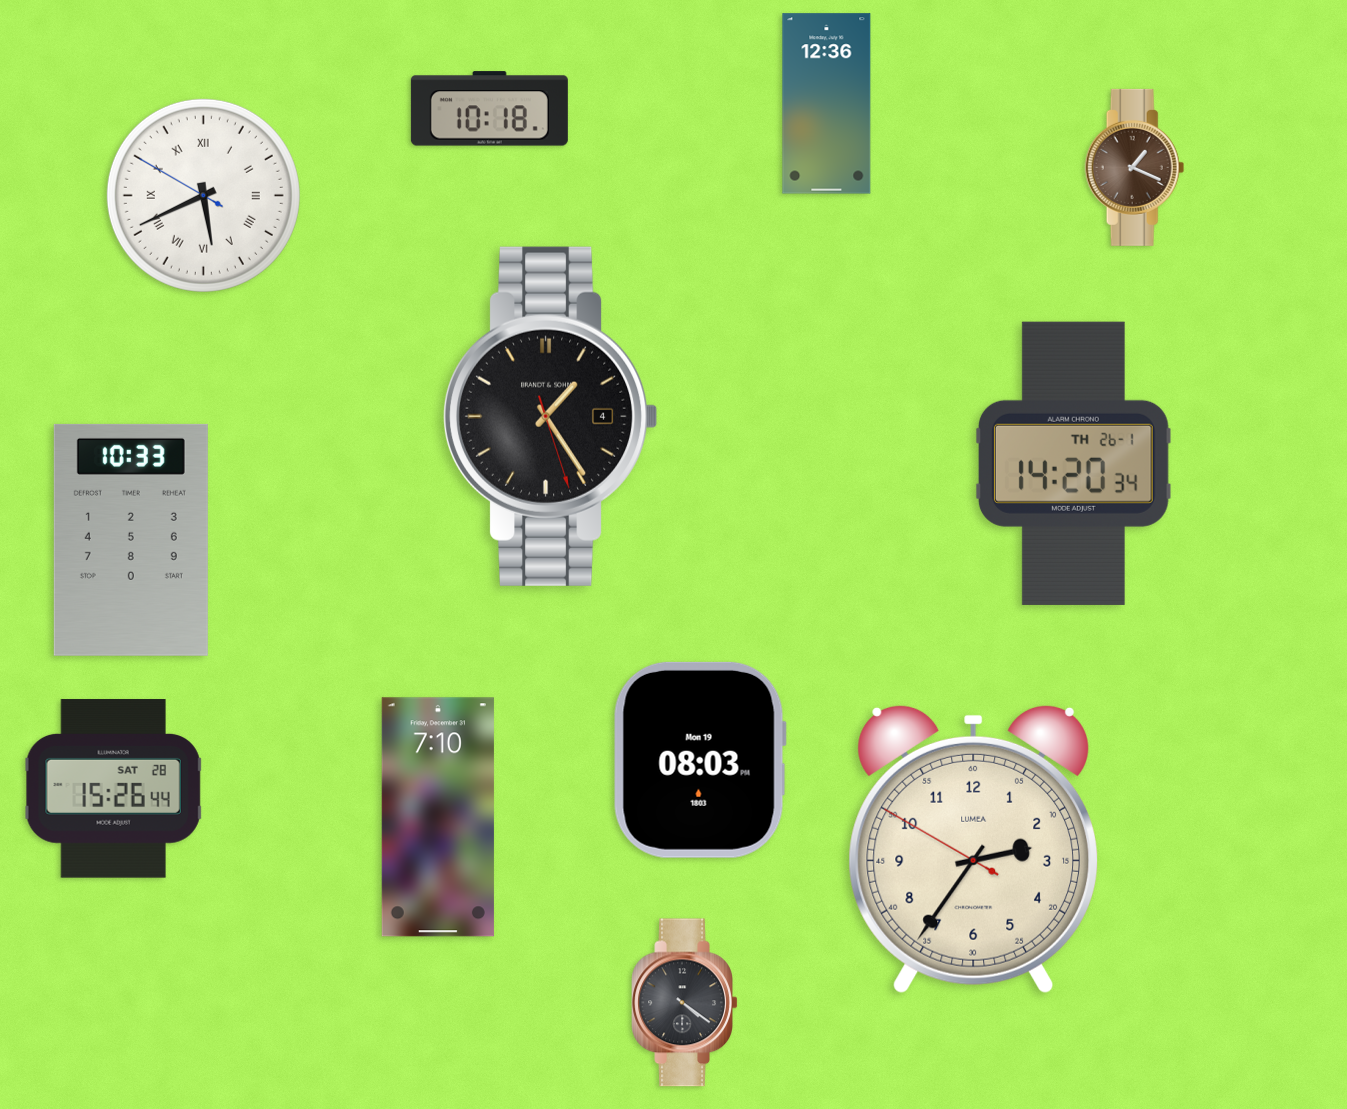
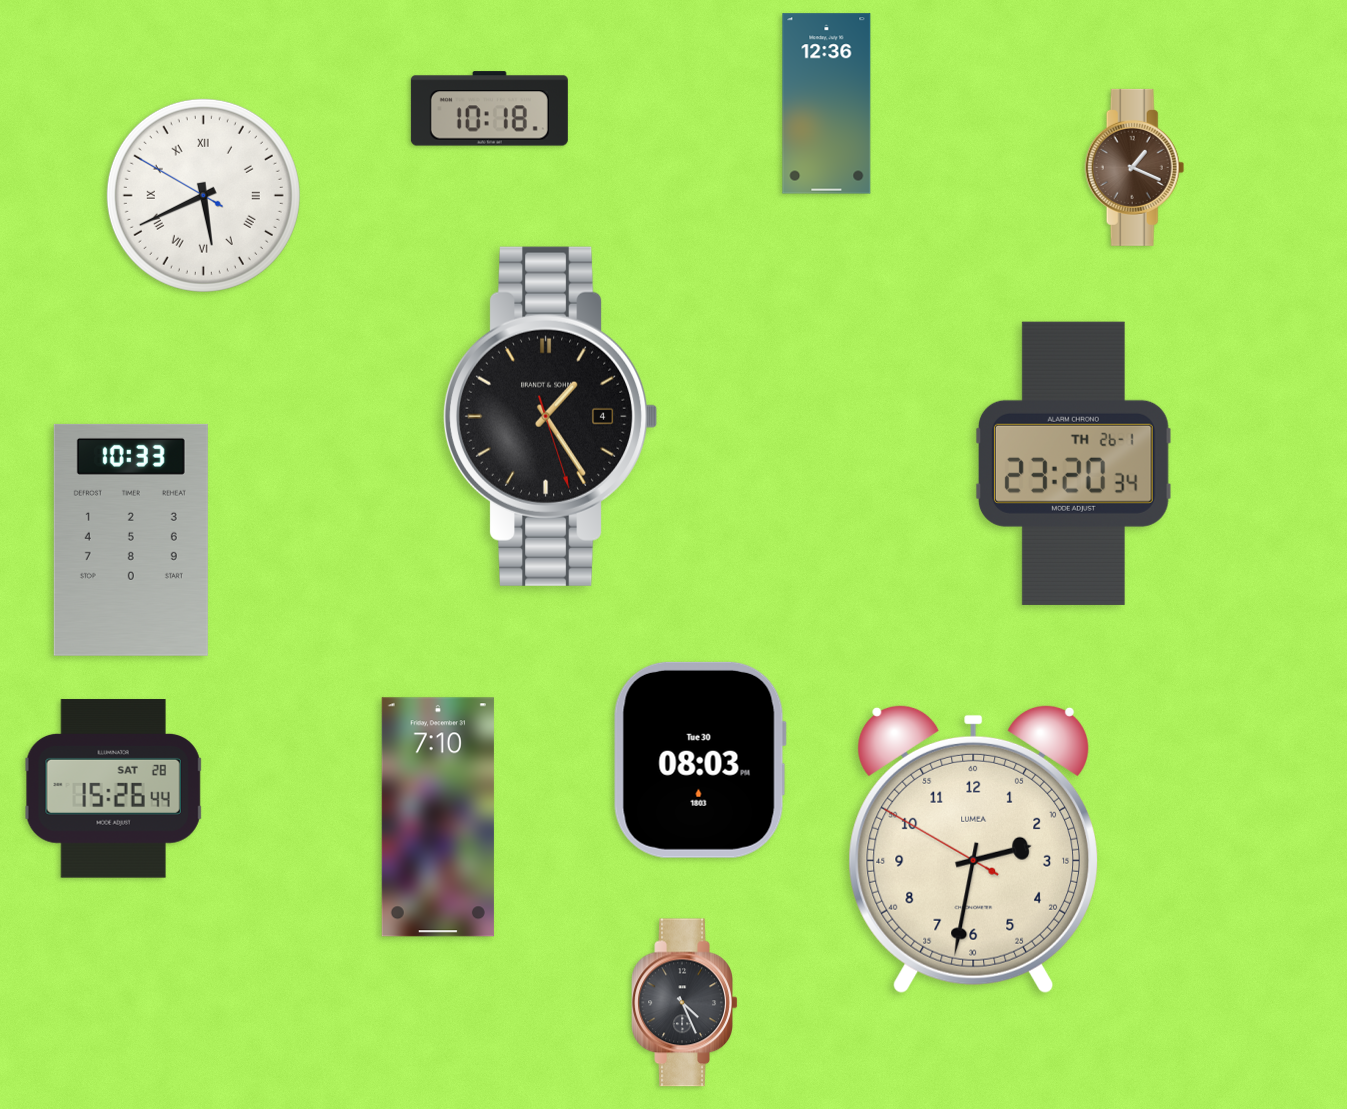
clock at (1073, 463): 14:20 -> 23:20
clock at (700, 760) date: Mon 19 -> Tue 30
clock at (973, 849): 2:35 -> 2:31
clock at (685, 1003): 4:21 -> 4:26
